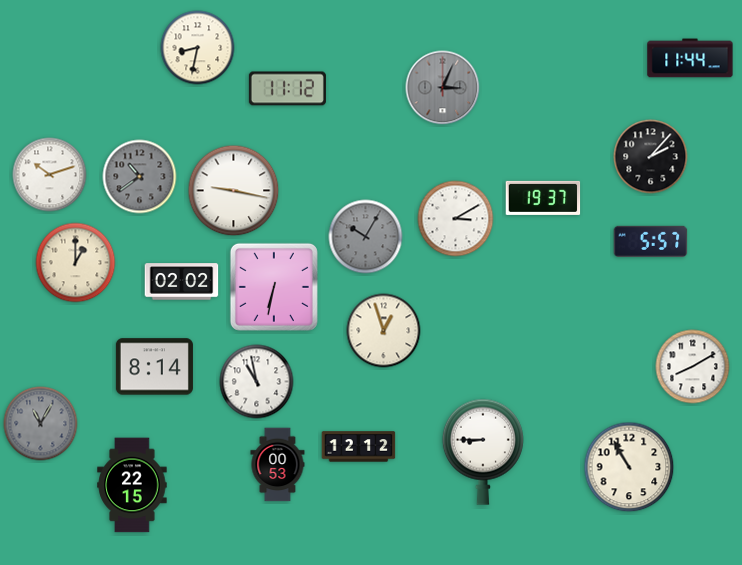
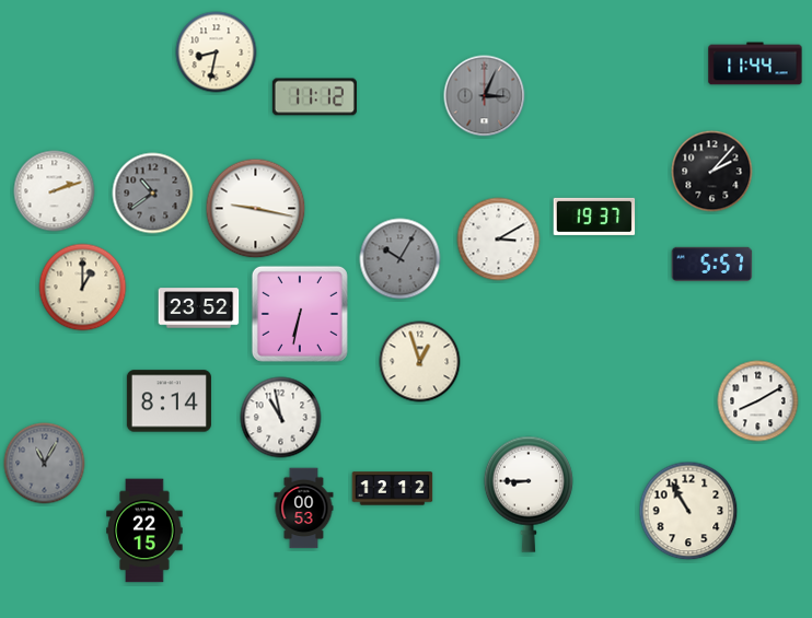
clock at (50, 175): 10:12 -> 2:12
clock at (182, 282): 02:02 -> 23:52
